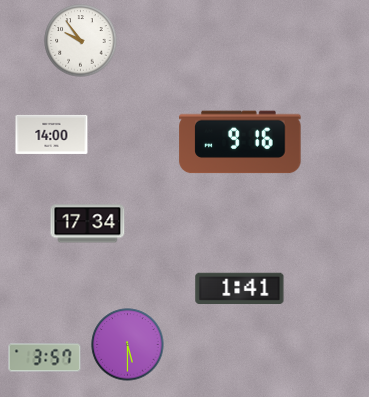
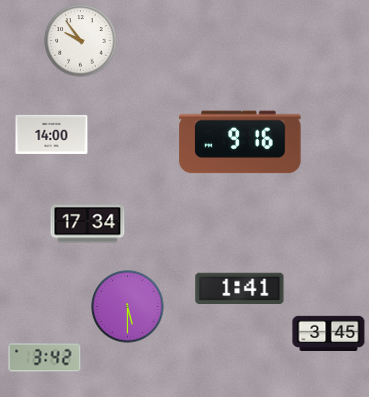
clock at (329, 333): none -> 3:45
clock at (128, 345) position: (128, 345) -> (128, 307)
clock at (45, 358): 3:57 -> 3:42
